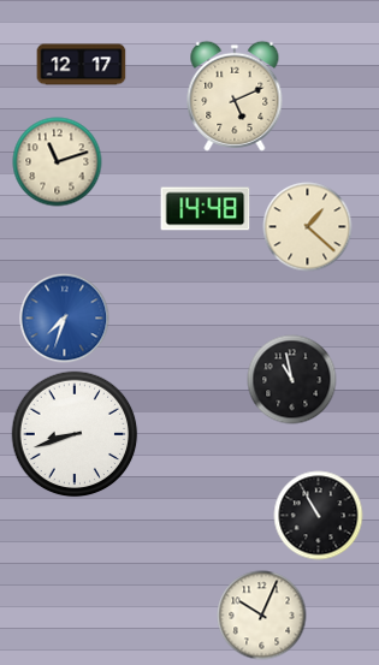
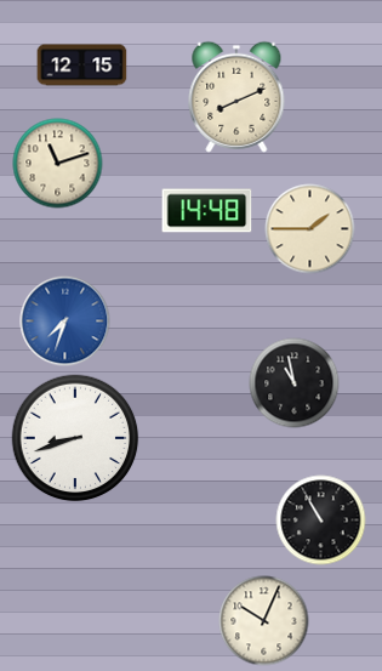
clock at (82, 65): 12:17 -> 12:15
clock at (235, 96): 5:11 -> 8:11
clock at (308, 227): 1:22 -> 1:45
